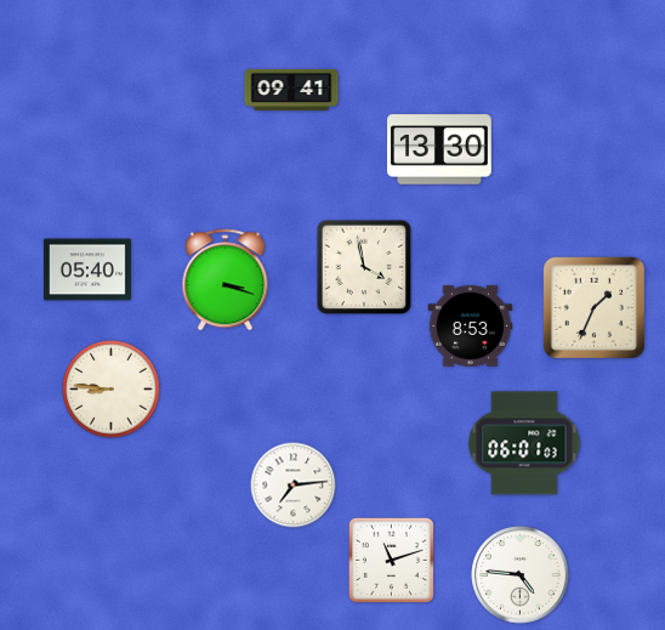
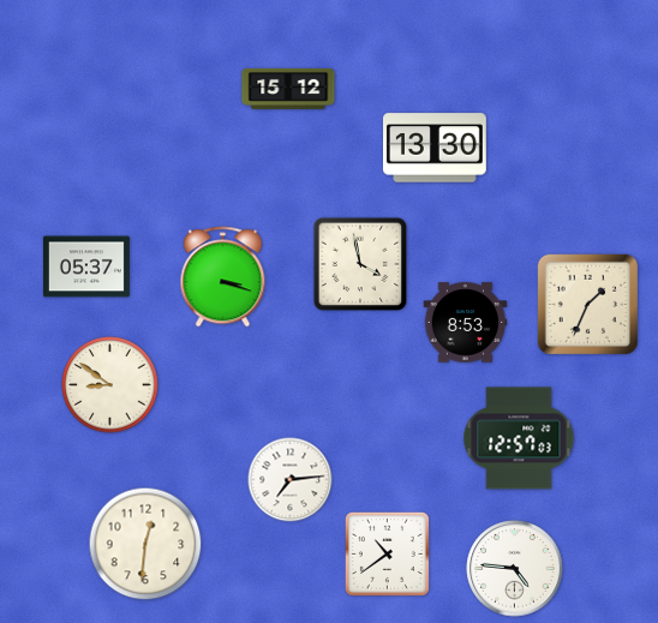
clock at (291, 90): 09:41 -> 15:12
clock at (87, 269): 05:40 -> 05:37
clock at (112, 390): 8:46 -> 8:51
clock at (524, 443): 06:01 -> 12:57
clock at (145, 544): none -> 12:31
clock at (391, 560): 11:12 -> 10:39
